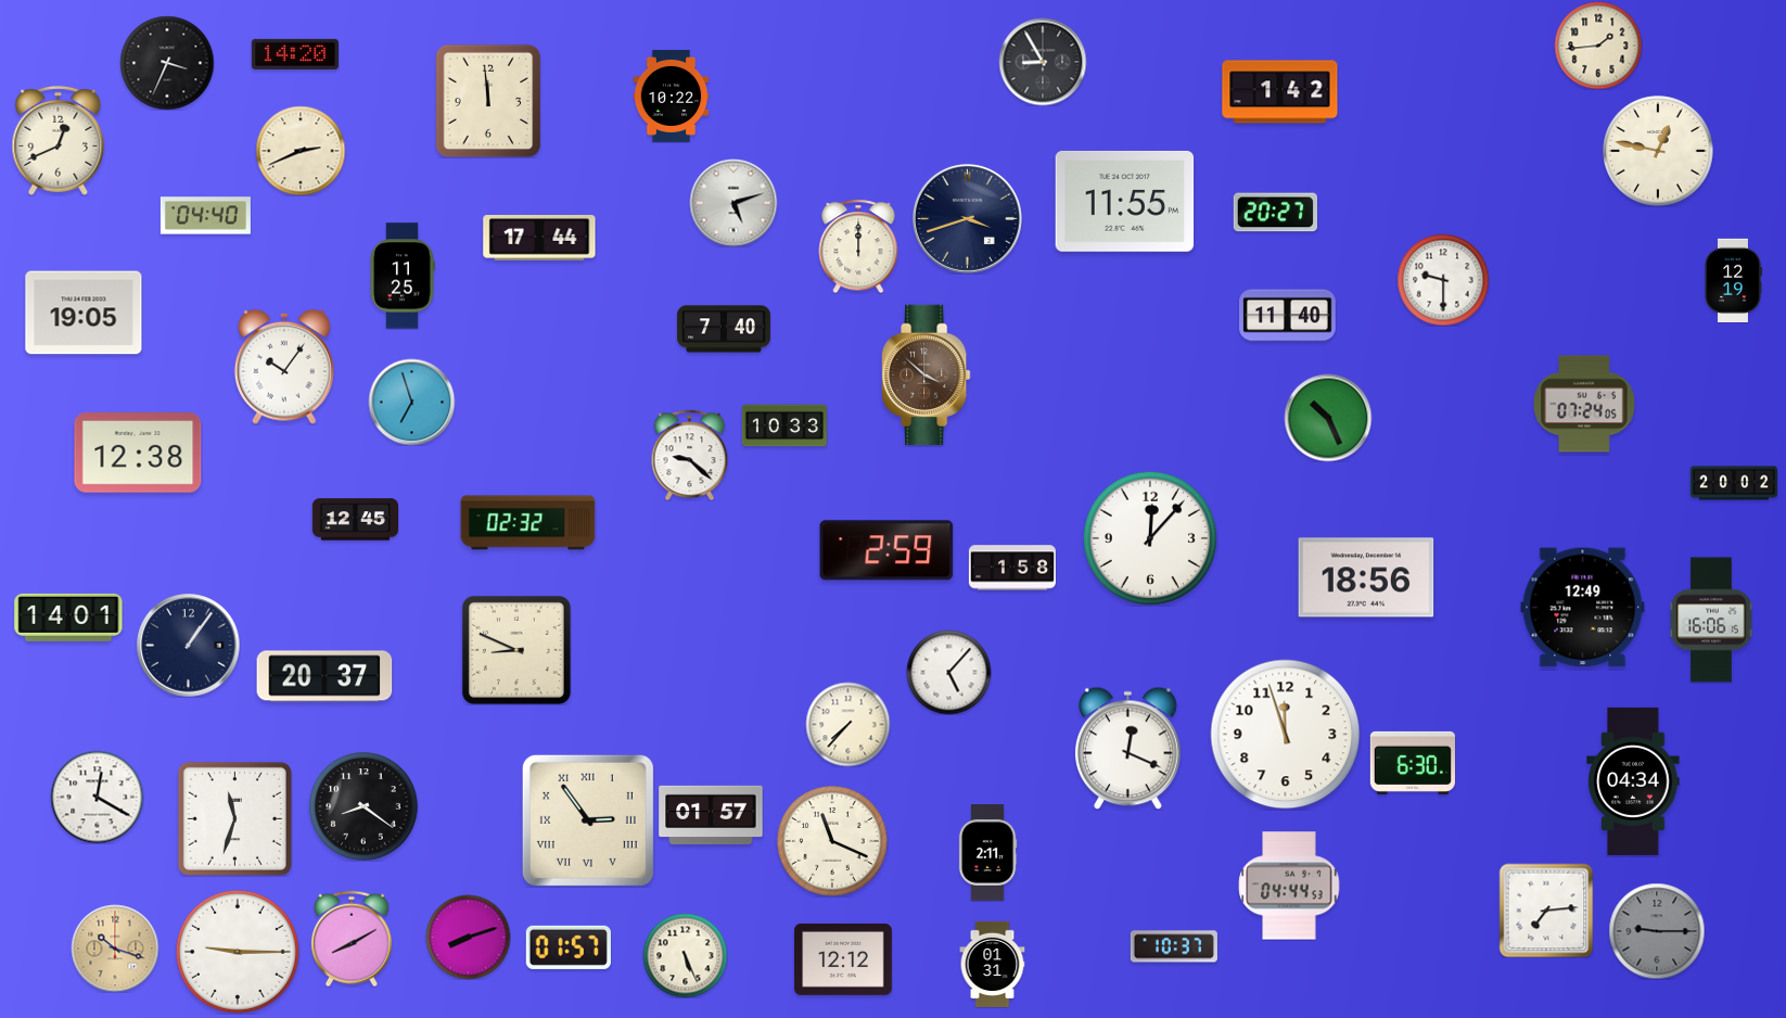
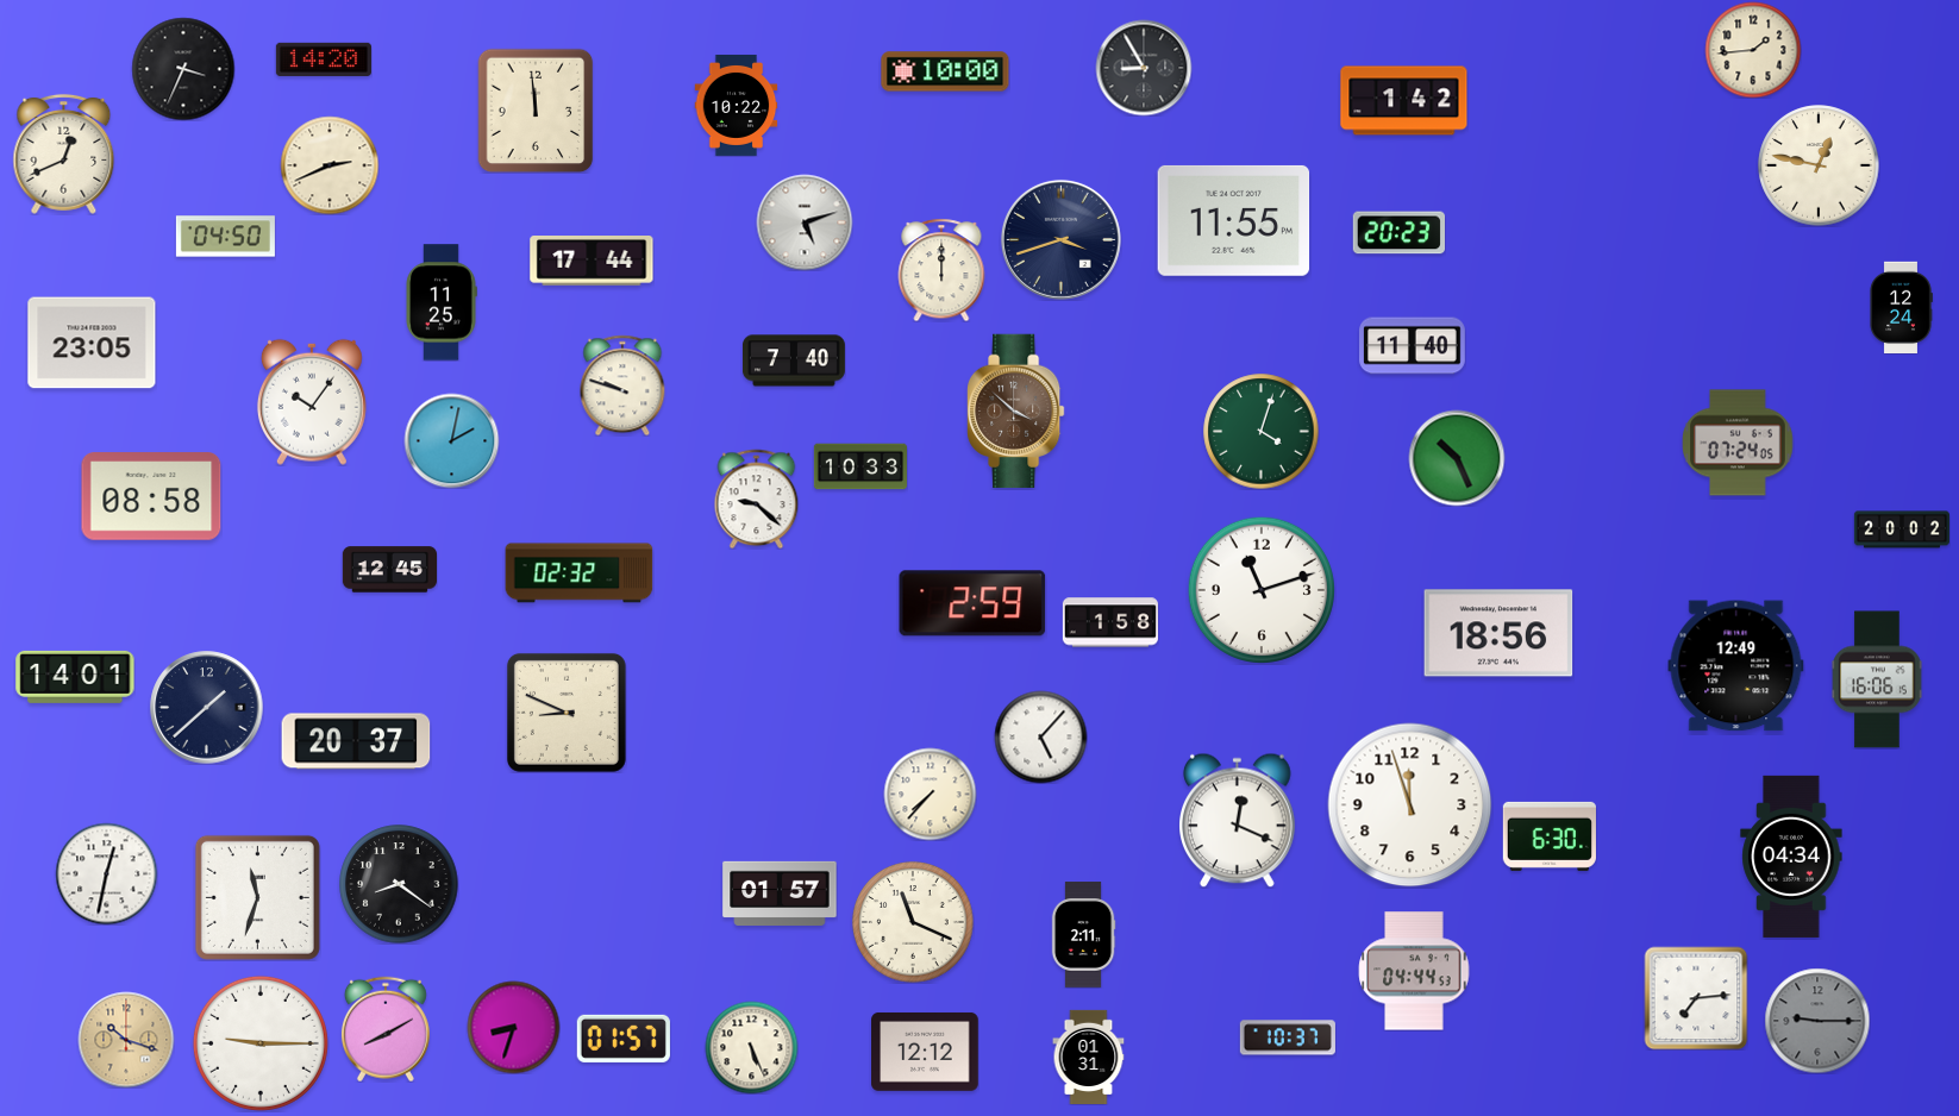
clock at (945, 71): none -> 10:00
clock at (1275, 213): 20:27 -> 20:23
clock at (205, 216): 04:40 -> 04:50
clock at (1443, 280): 9:30 -> none
clock at (1733, 280): 12:19 -> 12:24
clock at (84, 313): 19:05 -> 23:05
clock at (622, 385): none -> 9:48
clock at (1262, 432): none -> 4:03
clock at (411, 402): 6:57 -> 2:02
clock at (138, 453): 12:38 -> 08:58
clock at (1150, 538): 12:07 -> 11:12
clock at (189, 646): 1:06 -> 1:38
clock at (97, 797): 12:20 -> 12:32
clock at (588, 820): 2:54 -> none
clock at (468, 937): 8:12 -> 8:33
